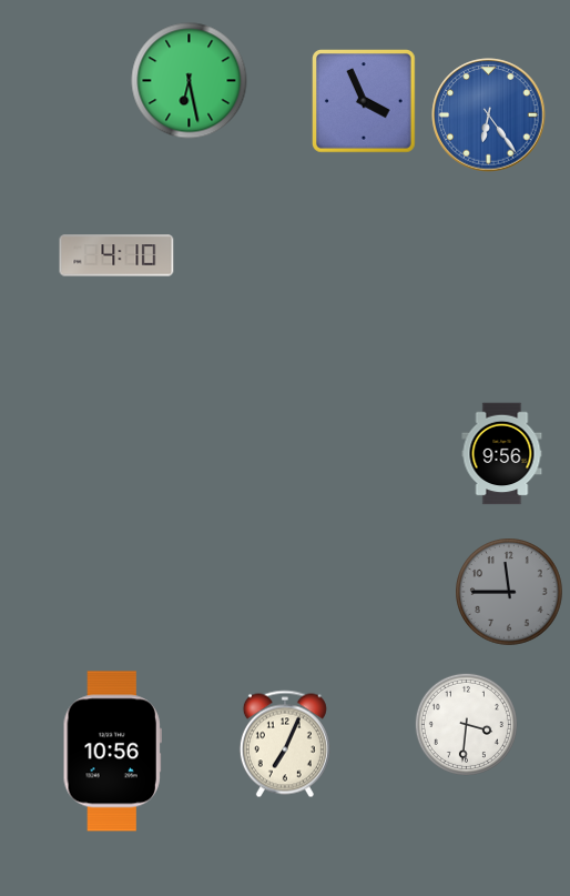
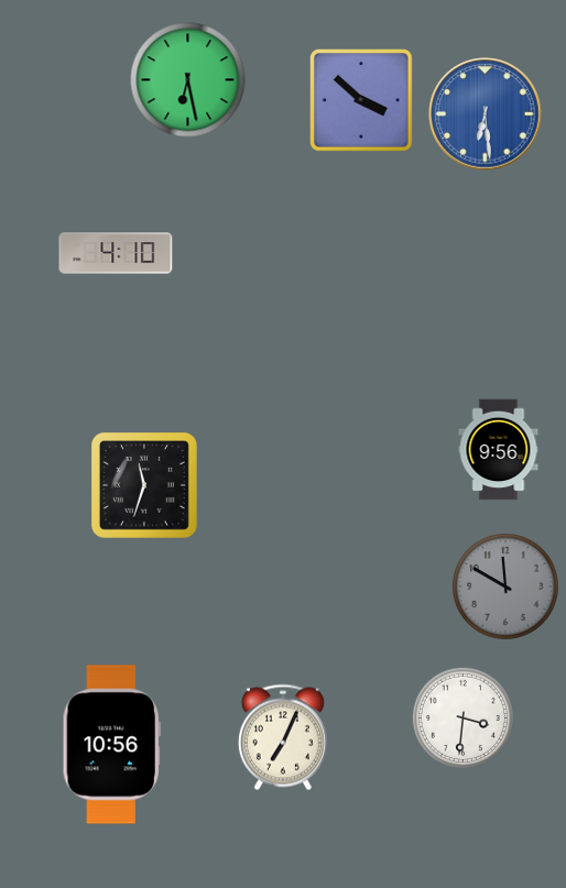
clock at (365, 102): 3:56 -> 3:52
clock at (489, 115): 6:24 -> 6:29
clock at (144, 485): none -> 11:33
clock at (509, 592): 11:45 -> 11:50
